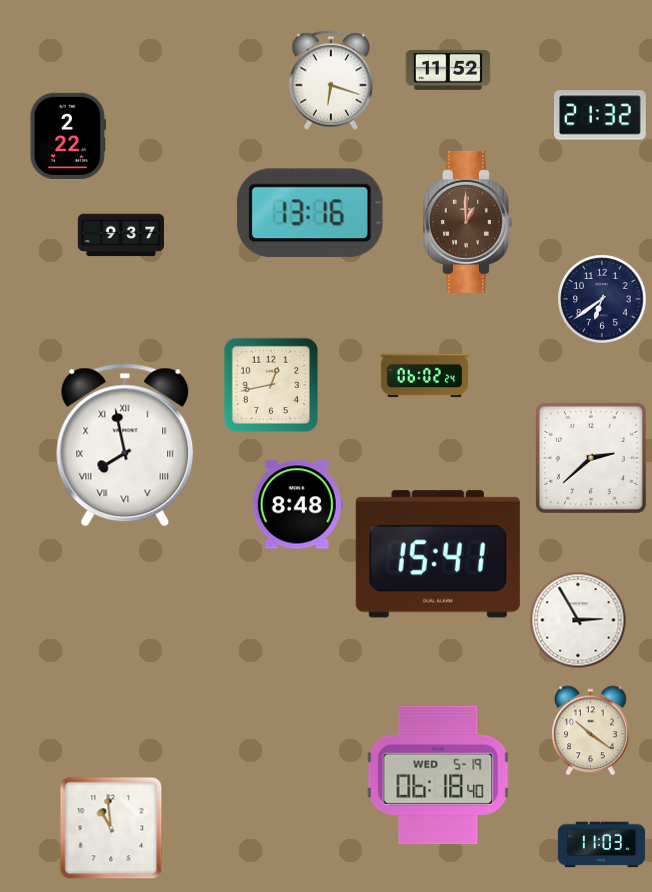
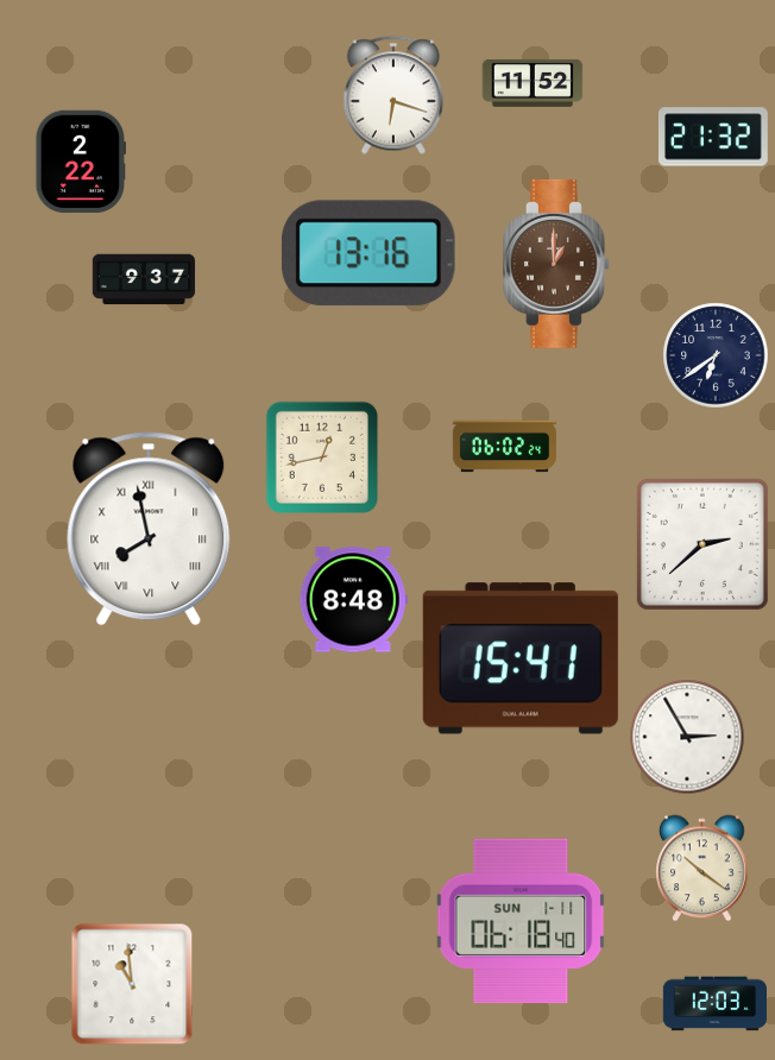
clock at (438, 775) date: WED 5-19 -> SUN 1-11
clock at (601, 845): 11:03 -> 12:03
